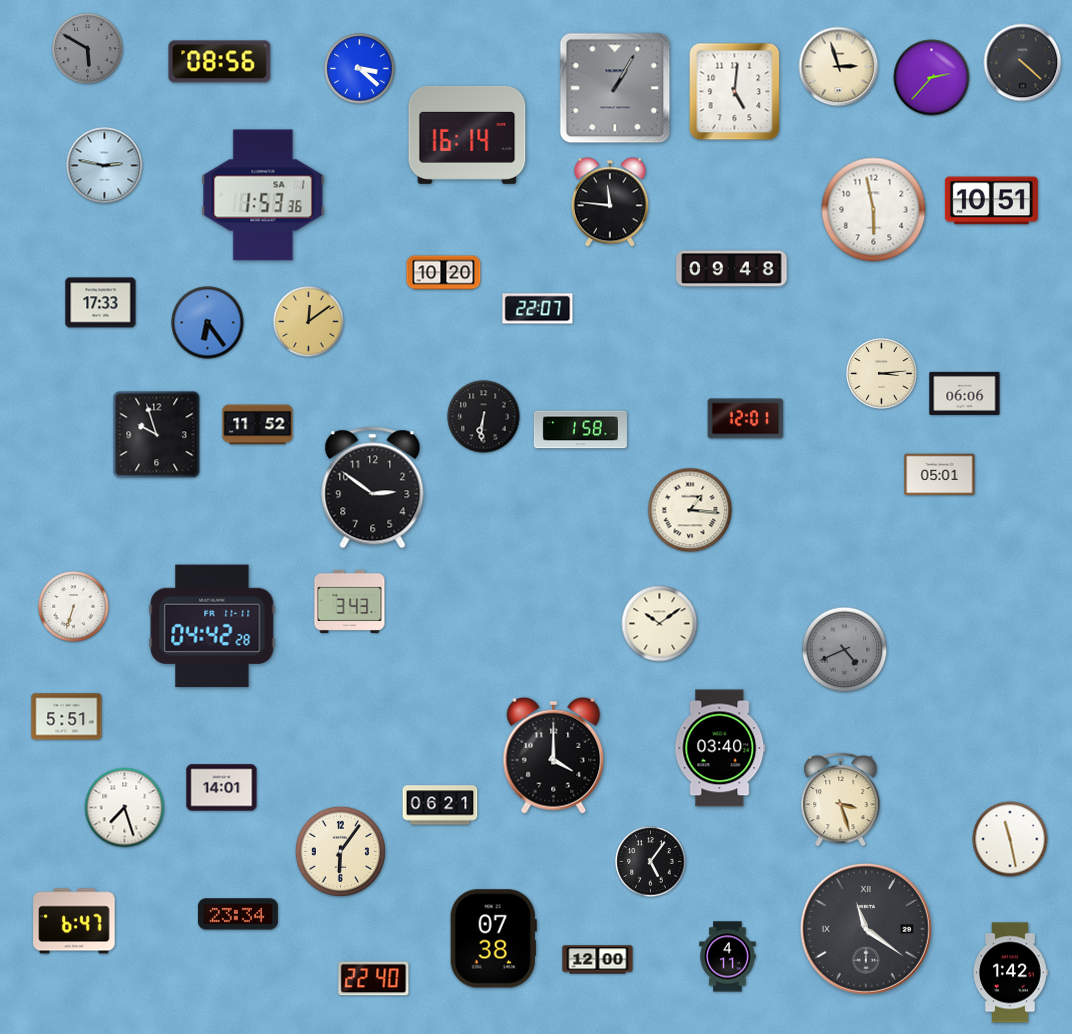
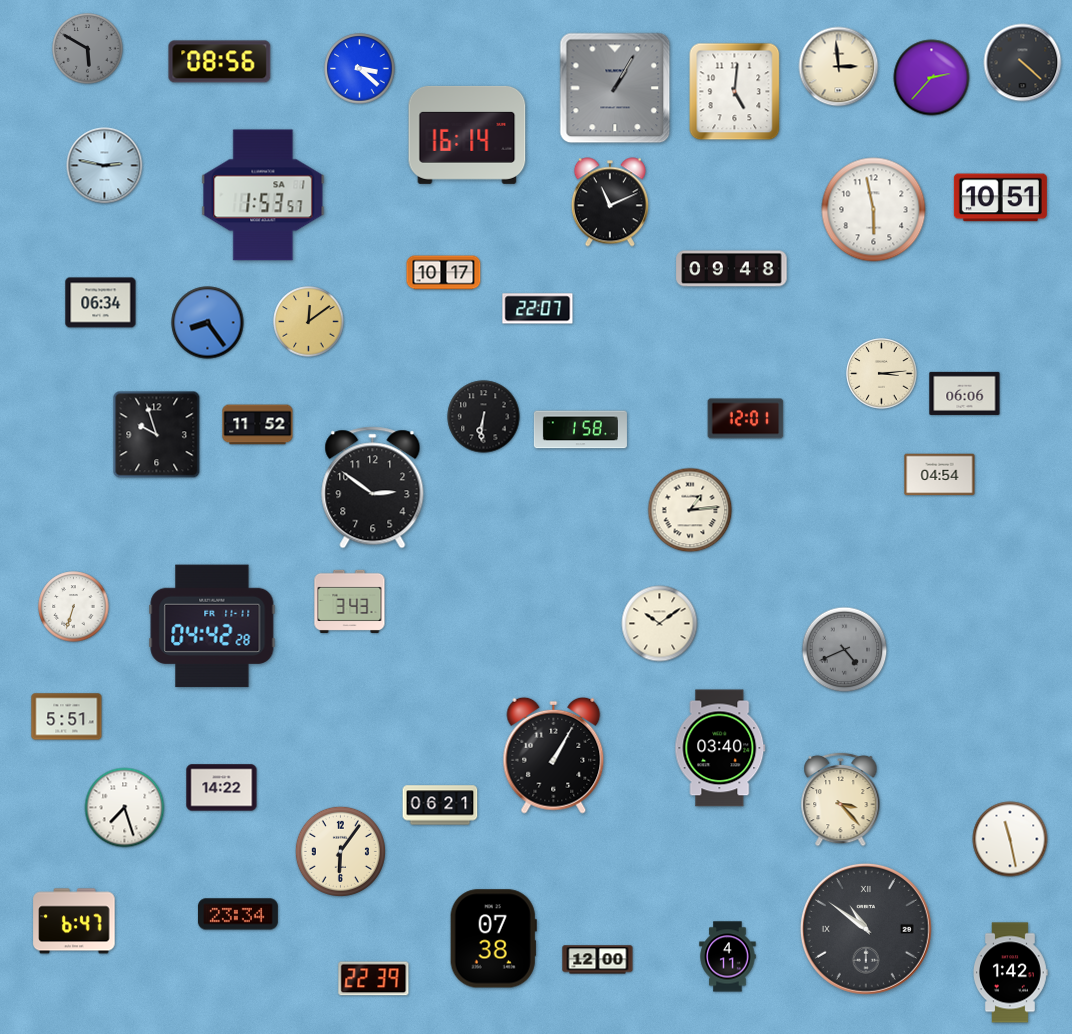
clock at (839, 67): 2:57 -> 2:59
clock at (263, 195): 1:53:36 -> 1:53:57
clock at (991, 201) position: (991, 201) -> (1000, 198)
clock at (610, 202): 11:46 -> 11:11
clock at (444, 273): 10:20 -> 10:17
clock at (101, 303): 17:33 -> 06:34
clock at (208, 323): 6:24 -> 8:24
clock at (940, 475): 05:01 -> 04:54
clock at (690, 510): 1:16 -> 1:14
clock at (554, 755): 4:00 -> 1:05
clock at (222, 788): 14:01 -> 14:22
clock at (841, 799): 3:27 -> 3:23
clock at (651, 862): 5:06 -> none
clock at (866, 929): 11:21 -> 10:51
clock at (374, 979): 22:40 -> 22:39
